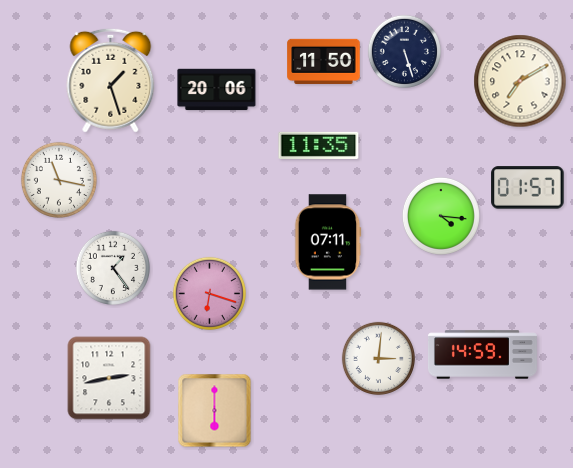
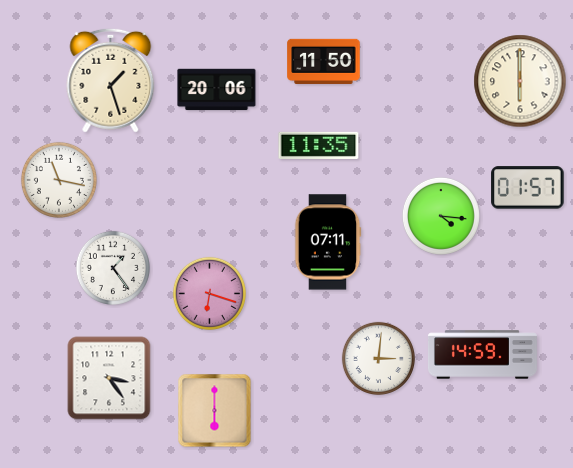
clock at (404, 51): 5:27 -> none
clock at (520, 81): 7:10 -> 6:00
clock at (109, 378): 2:43 -> 3:24
